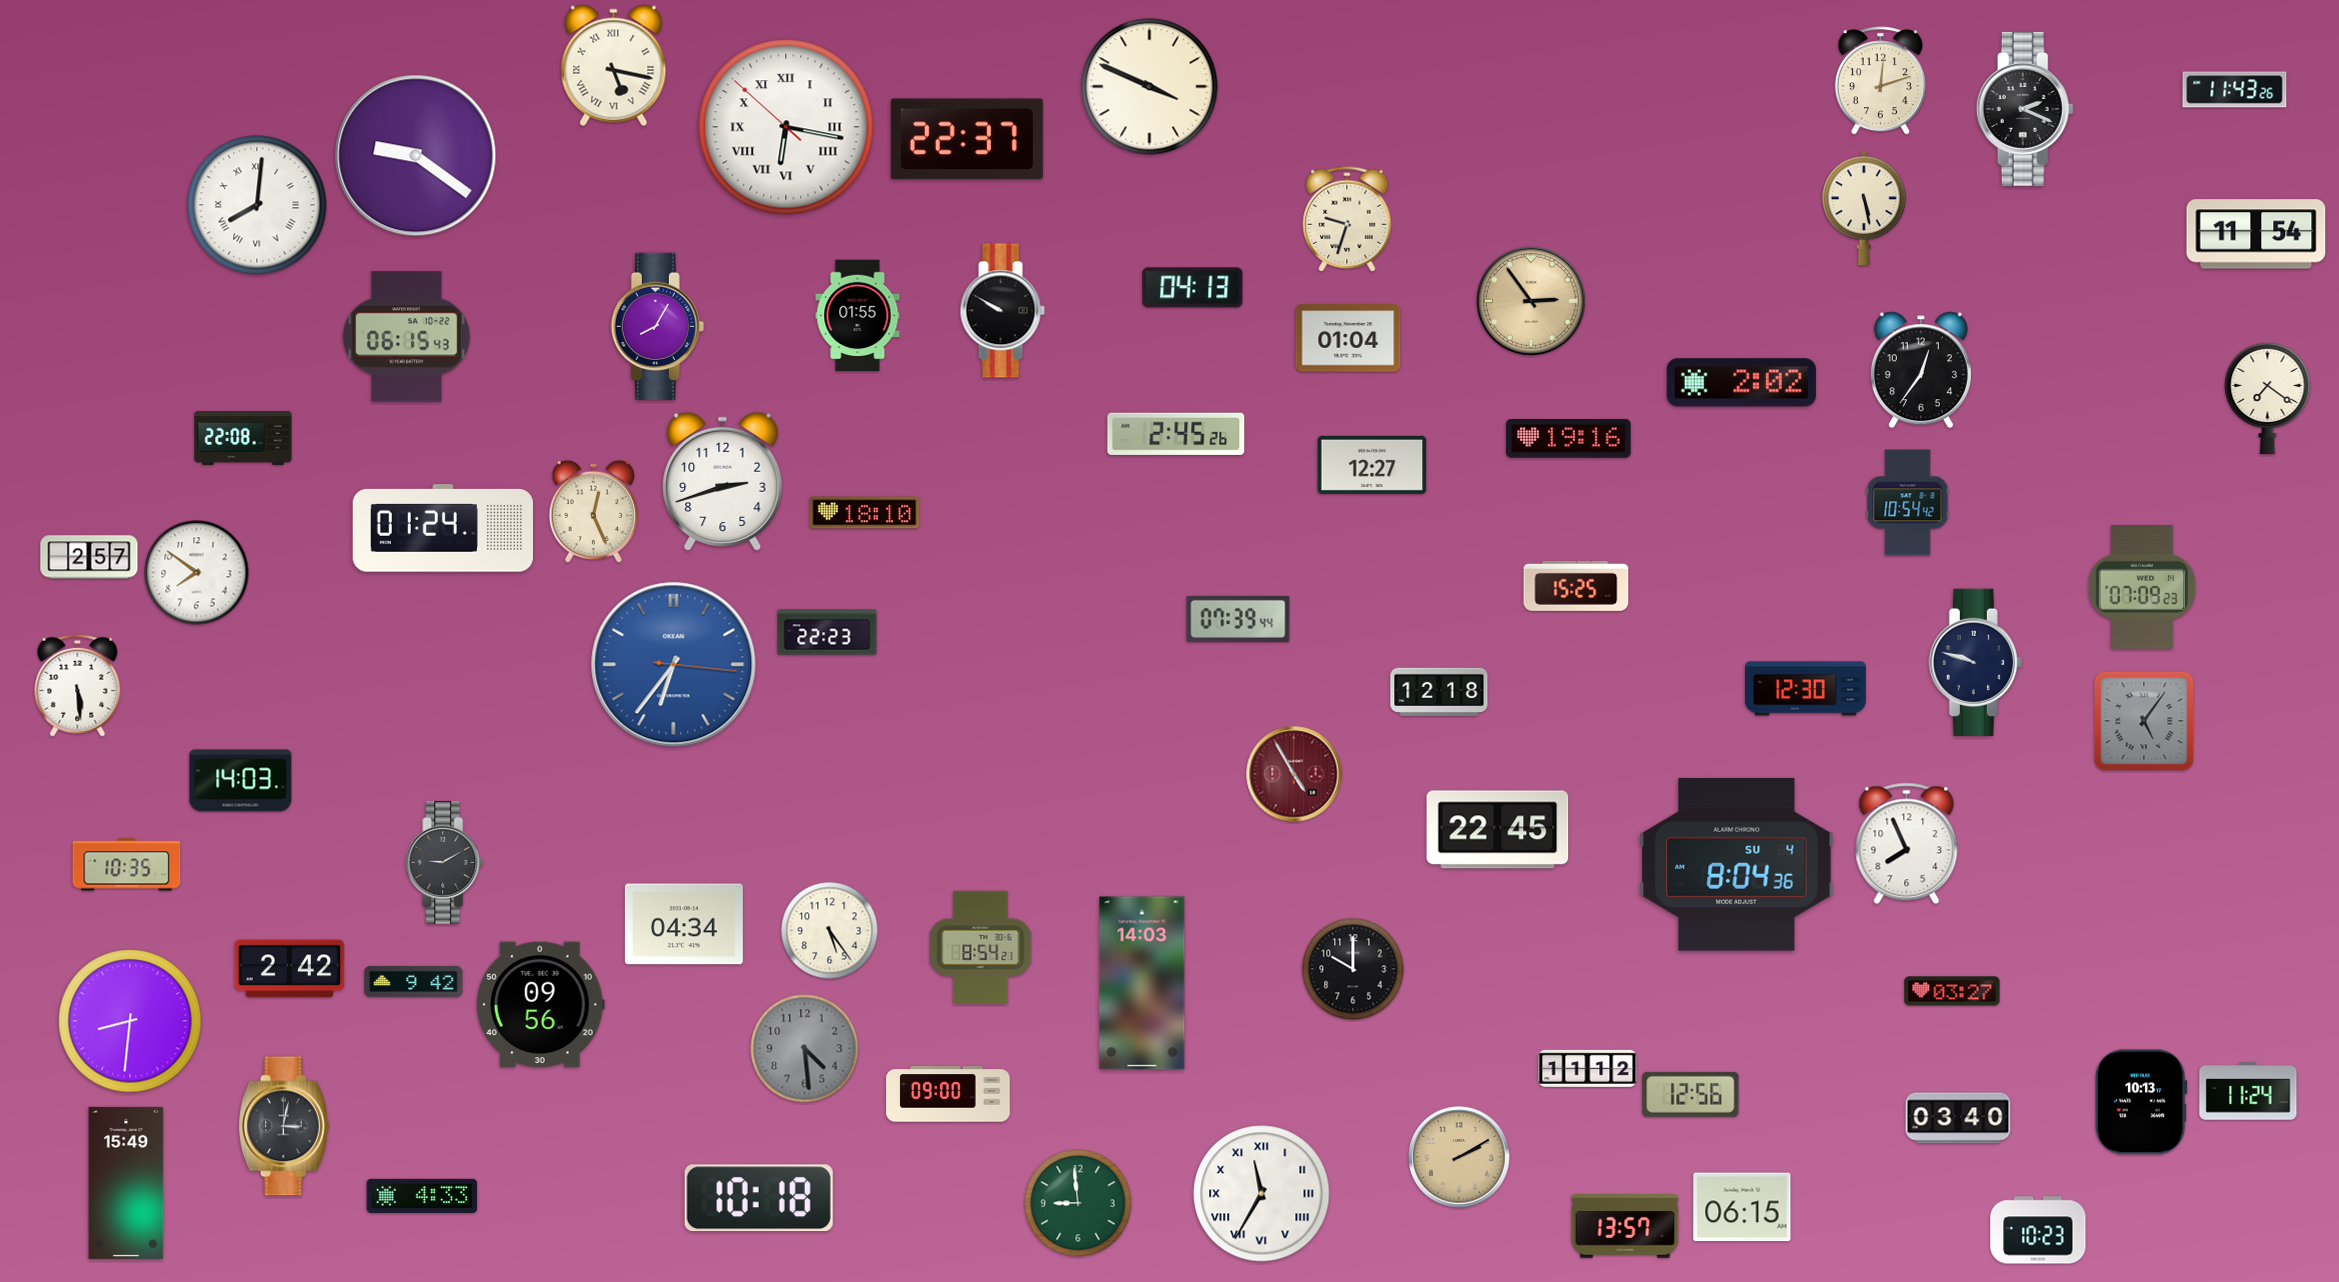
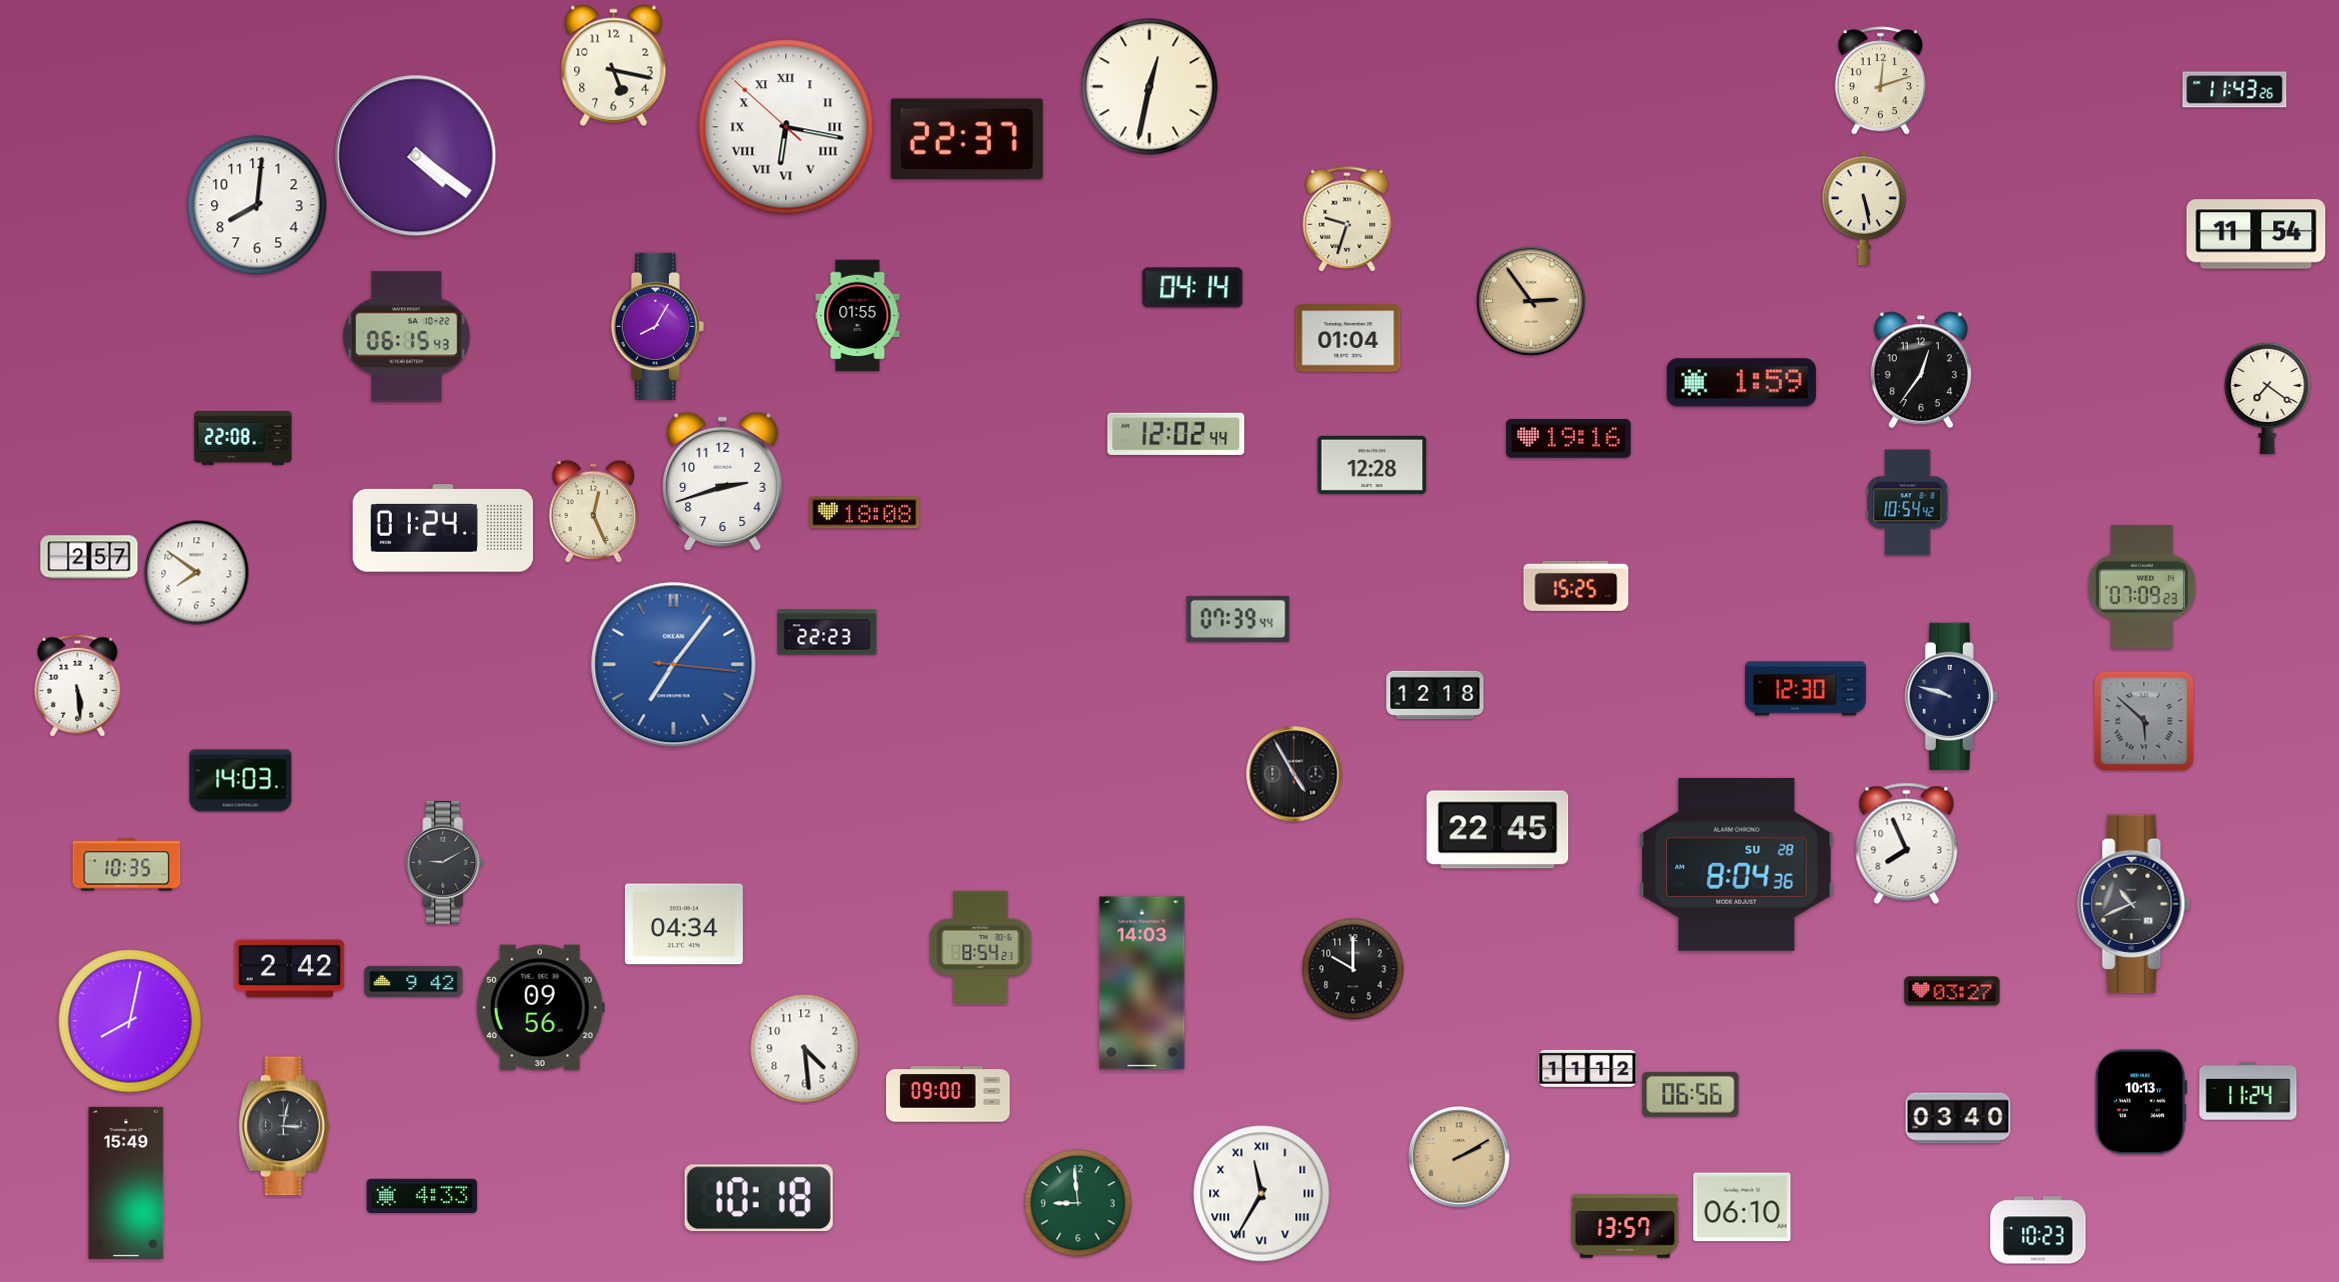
clock at (614, 66) numerals: Roman -> Arabic
clock at (1150, 87): 3:49 -> 12:32
clock at (2025, 109): 2:19 -> none
clock at (416, 156): 9:21 -> 4:21
clock at (257, 205) numerals: Roman -> Arabic
clock at (1193, 288): 04:13 -> 04:14
clock at (1002, 311): 9:50 -> none
clock at (1741, 383): 2:02 -> 1:59
clock at (1176, 434): 2:45 -> 12:02
clock at (1372, 465): 12:27 -> 12:28
clock at (865, 513): 18:10 -> 18:08
clock at (1975, 662) position: (1975, 662) -> (1951, 696)
clock at (674, 665): 6:36 -> 7:06
clock at (1439, 691) position: (1439, 691) -> (1435, 694)
clock at (2144, 721): 5:06 -> 5:52
clock at (1294, 774) dial: burgundy -> black
clock at (1737, 865) date: SU 4 -> SU 28
clock at (2134, 904): none -> 10:41
clock at (830, 931): 5:24 -> none
clock at (540, 1005) position: (540, 1005) -> (540, 1008)
clock at (130, 1021): 8:31 -> 8:02
clock at (805, 1049) dial: grey -> white
clock at (1691, 1094): 12:56 -> 06:56
clock at (1742, 1207): 06:15 -> 06:10
